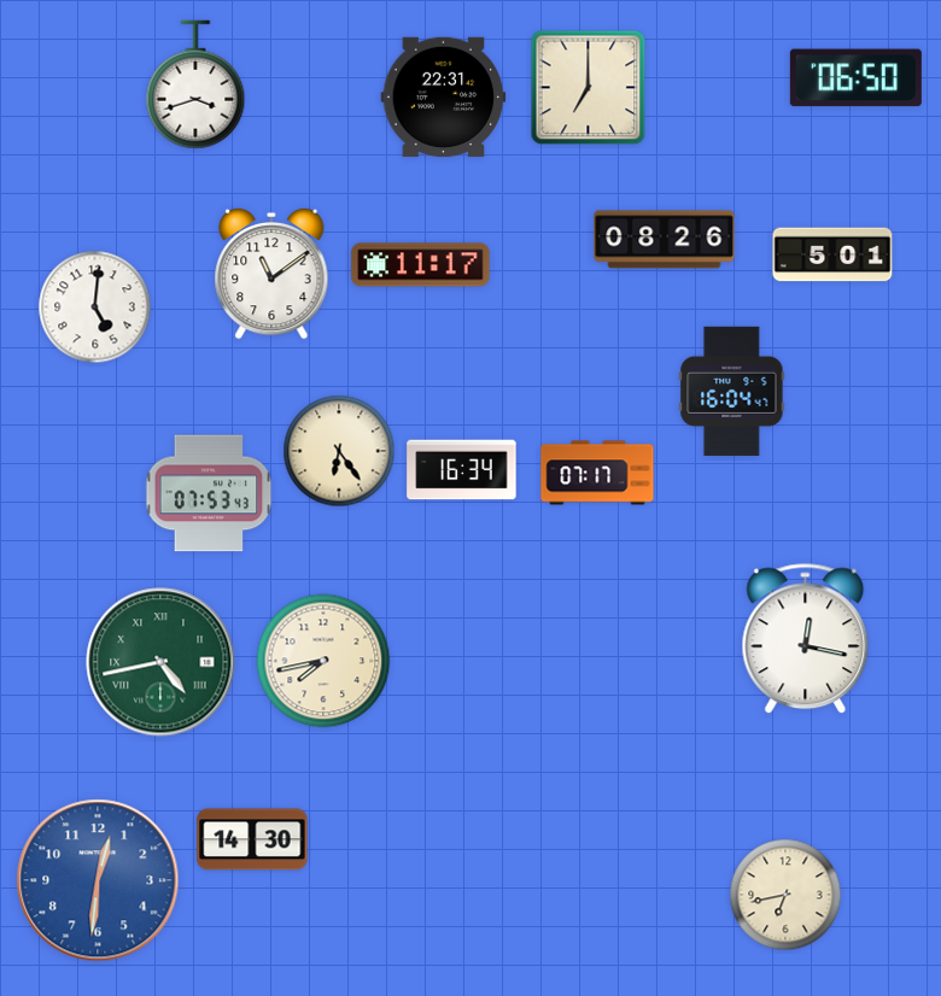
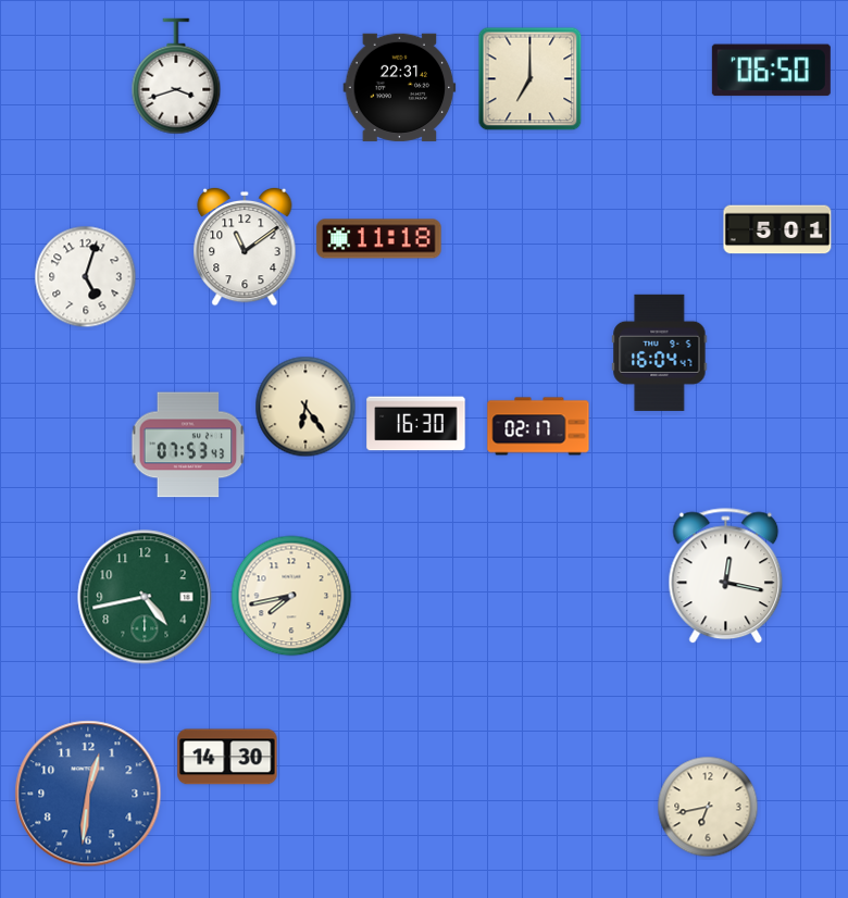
clock at (665, 240): 08:26 -> none
clock at (832, 254) position: (832, 254) -> (777, 229)
clock at (421, 265): 11:17 -> 11:18
clock at (95, 307): 5:01 -> 5:03
clock at (462, 470): 16:34 -> 16:30
clock at (597, 473): 07:17 -> 02:17
clock at (160, 662) numerals: Roman -> Arabic
